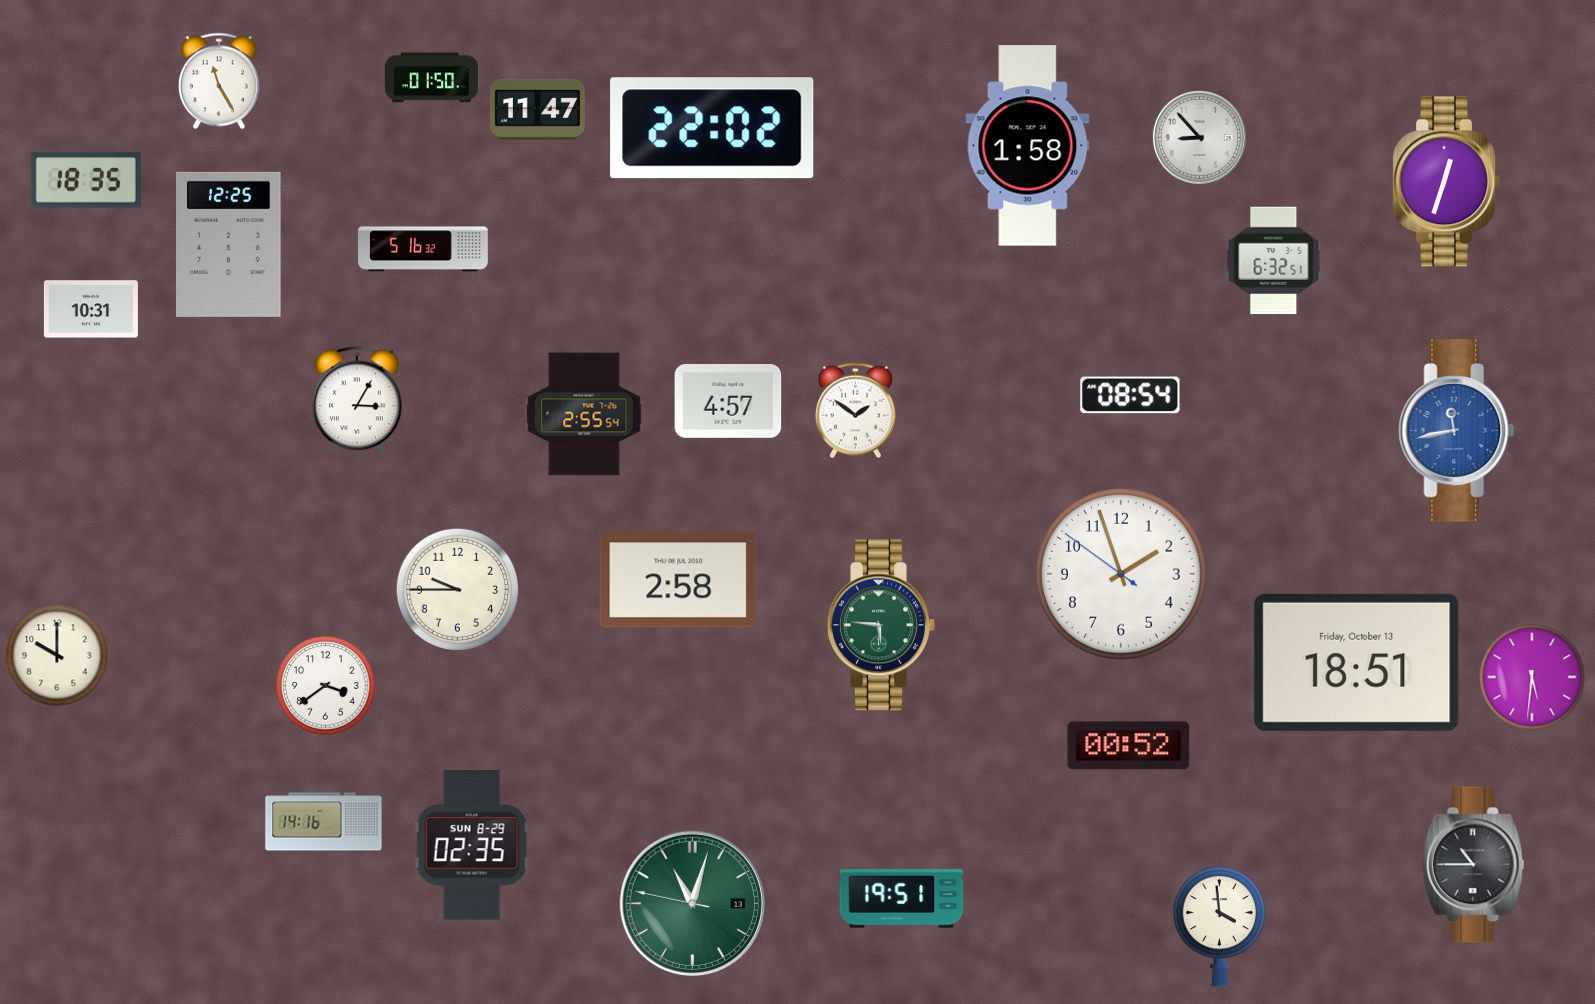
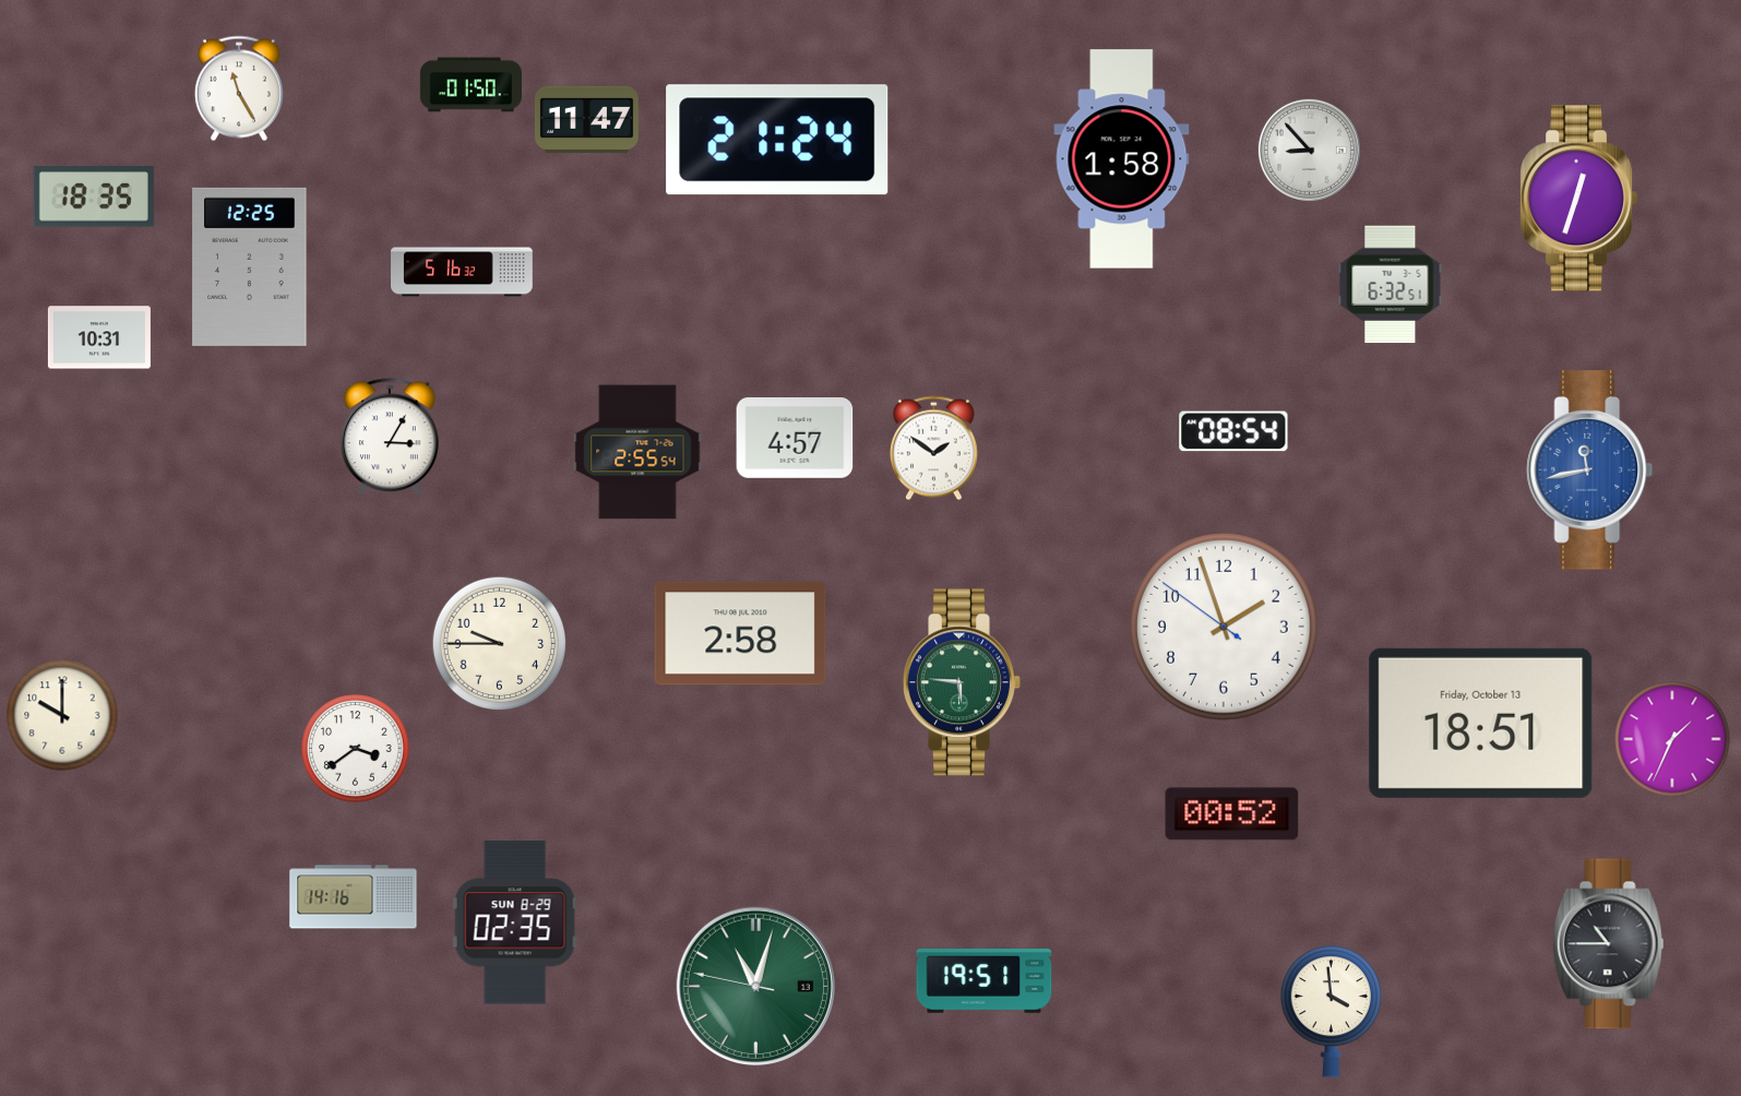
clock at (712, 128): 22:02 -> 21:24
clock at (1532, 677): 5:31 -> 1:34
